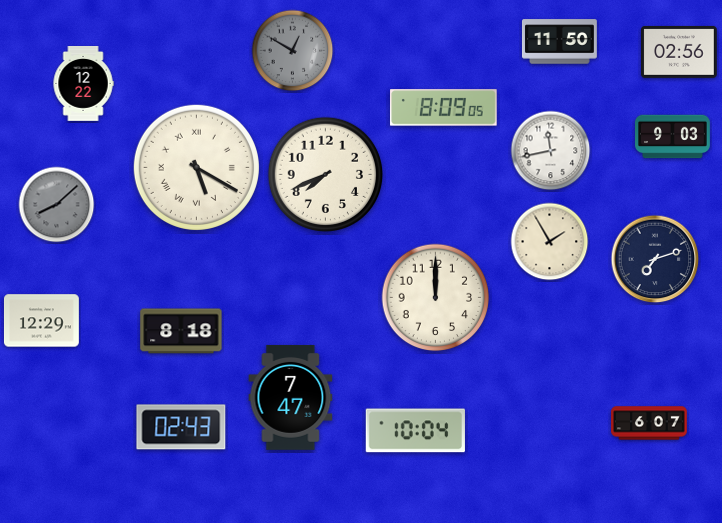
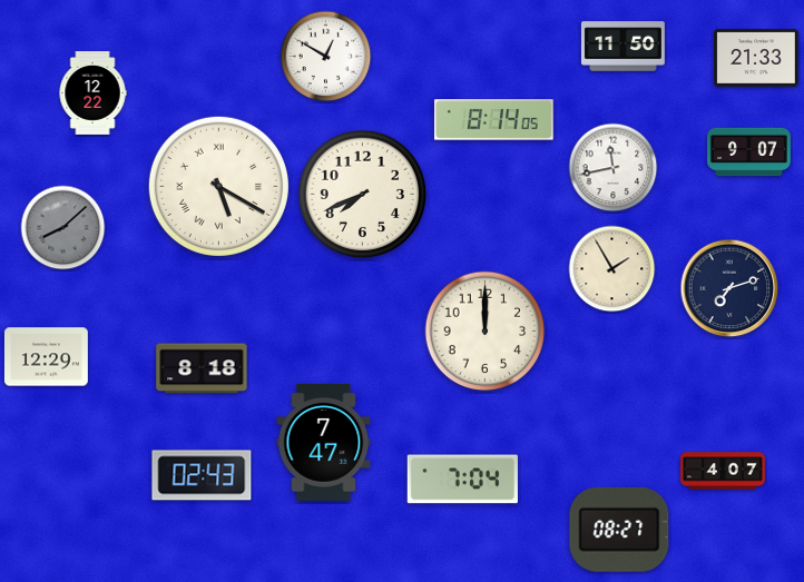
clock at (293, 51) dial: grey -> white
clock at (680, 52): 02:56 -> 21:33
clock at (444, 108): 8:09 -> 8:14
clock at (673, 137): 9:03 -> 9:07
clock at (649, 423): 6:07 -> 4:07
clock at (415, 431): 10:04 -> 7:04
clock at (619, 530): none -> 08:27
